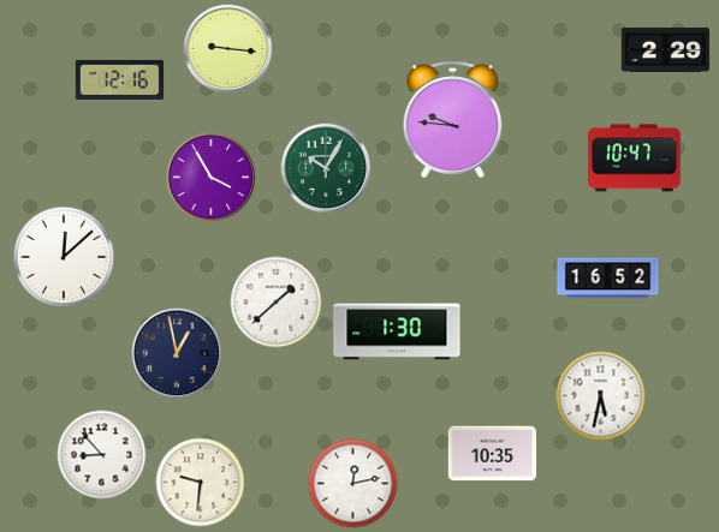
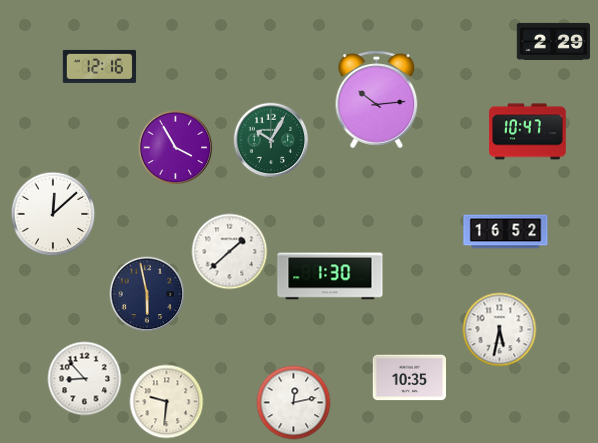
clock at (228, 49): 9:16 -> none
clock at (453, 120): 9:46 -> 10:14
clock at (177, 353): 12:58 -> 5:58
